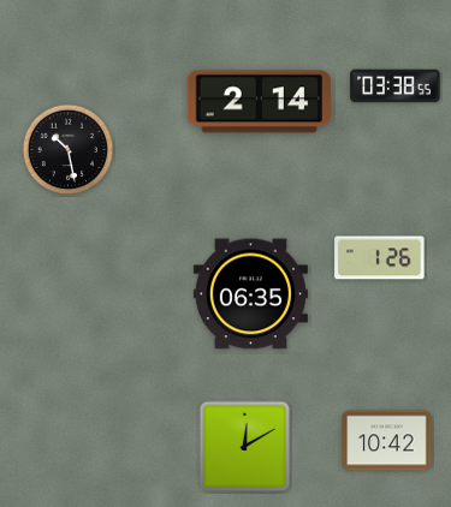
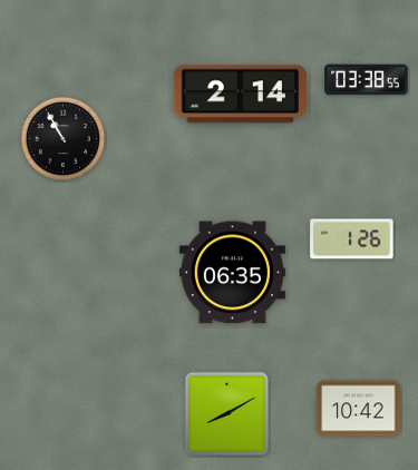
clock at (69, 150): 10:28 -> 10:55
clock at (245, 447): 12:10 -> 8:10
